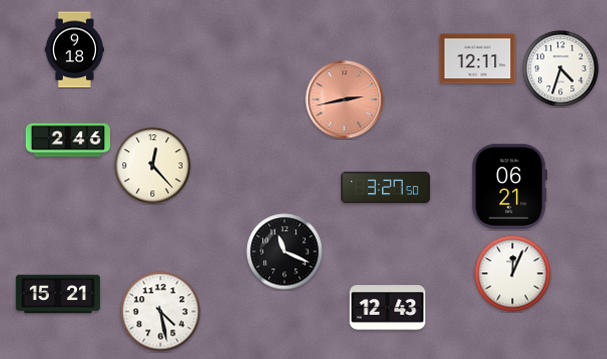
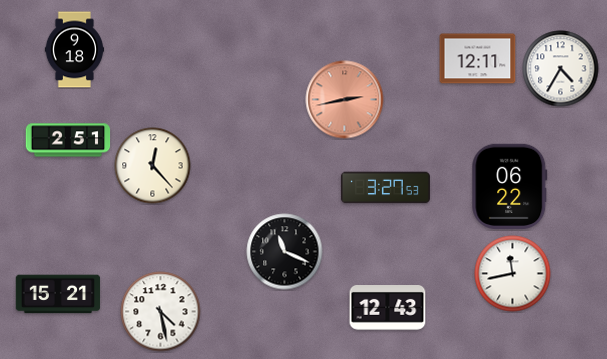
clock at (561, 69): 4:33 -> 4:35
clock at (68, 140): 2:46 -> 2:51
clock at (510, 186): 06:21 -> 06:22
clock at (385, 188): 3:27:50 -> 3:27:53
clock at (513, 274): 12:04 -> 11:43
